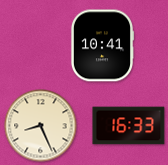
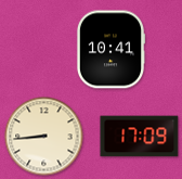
clock at (41, 126): 8:26 -> 8:44
clock at (129, 126): 16:33 -> 17:09
